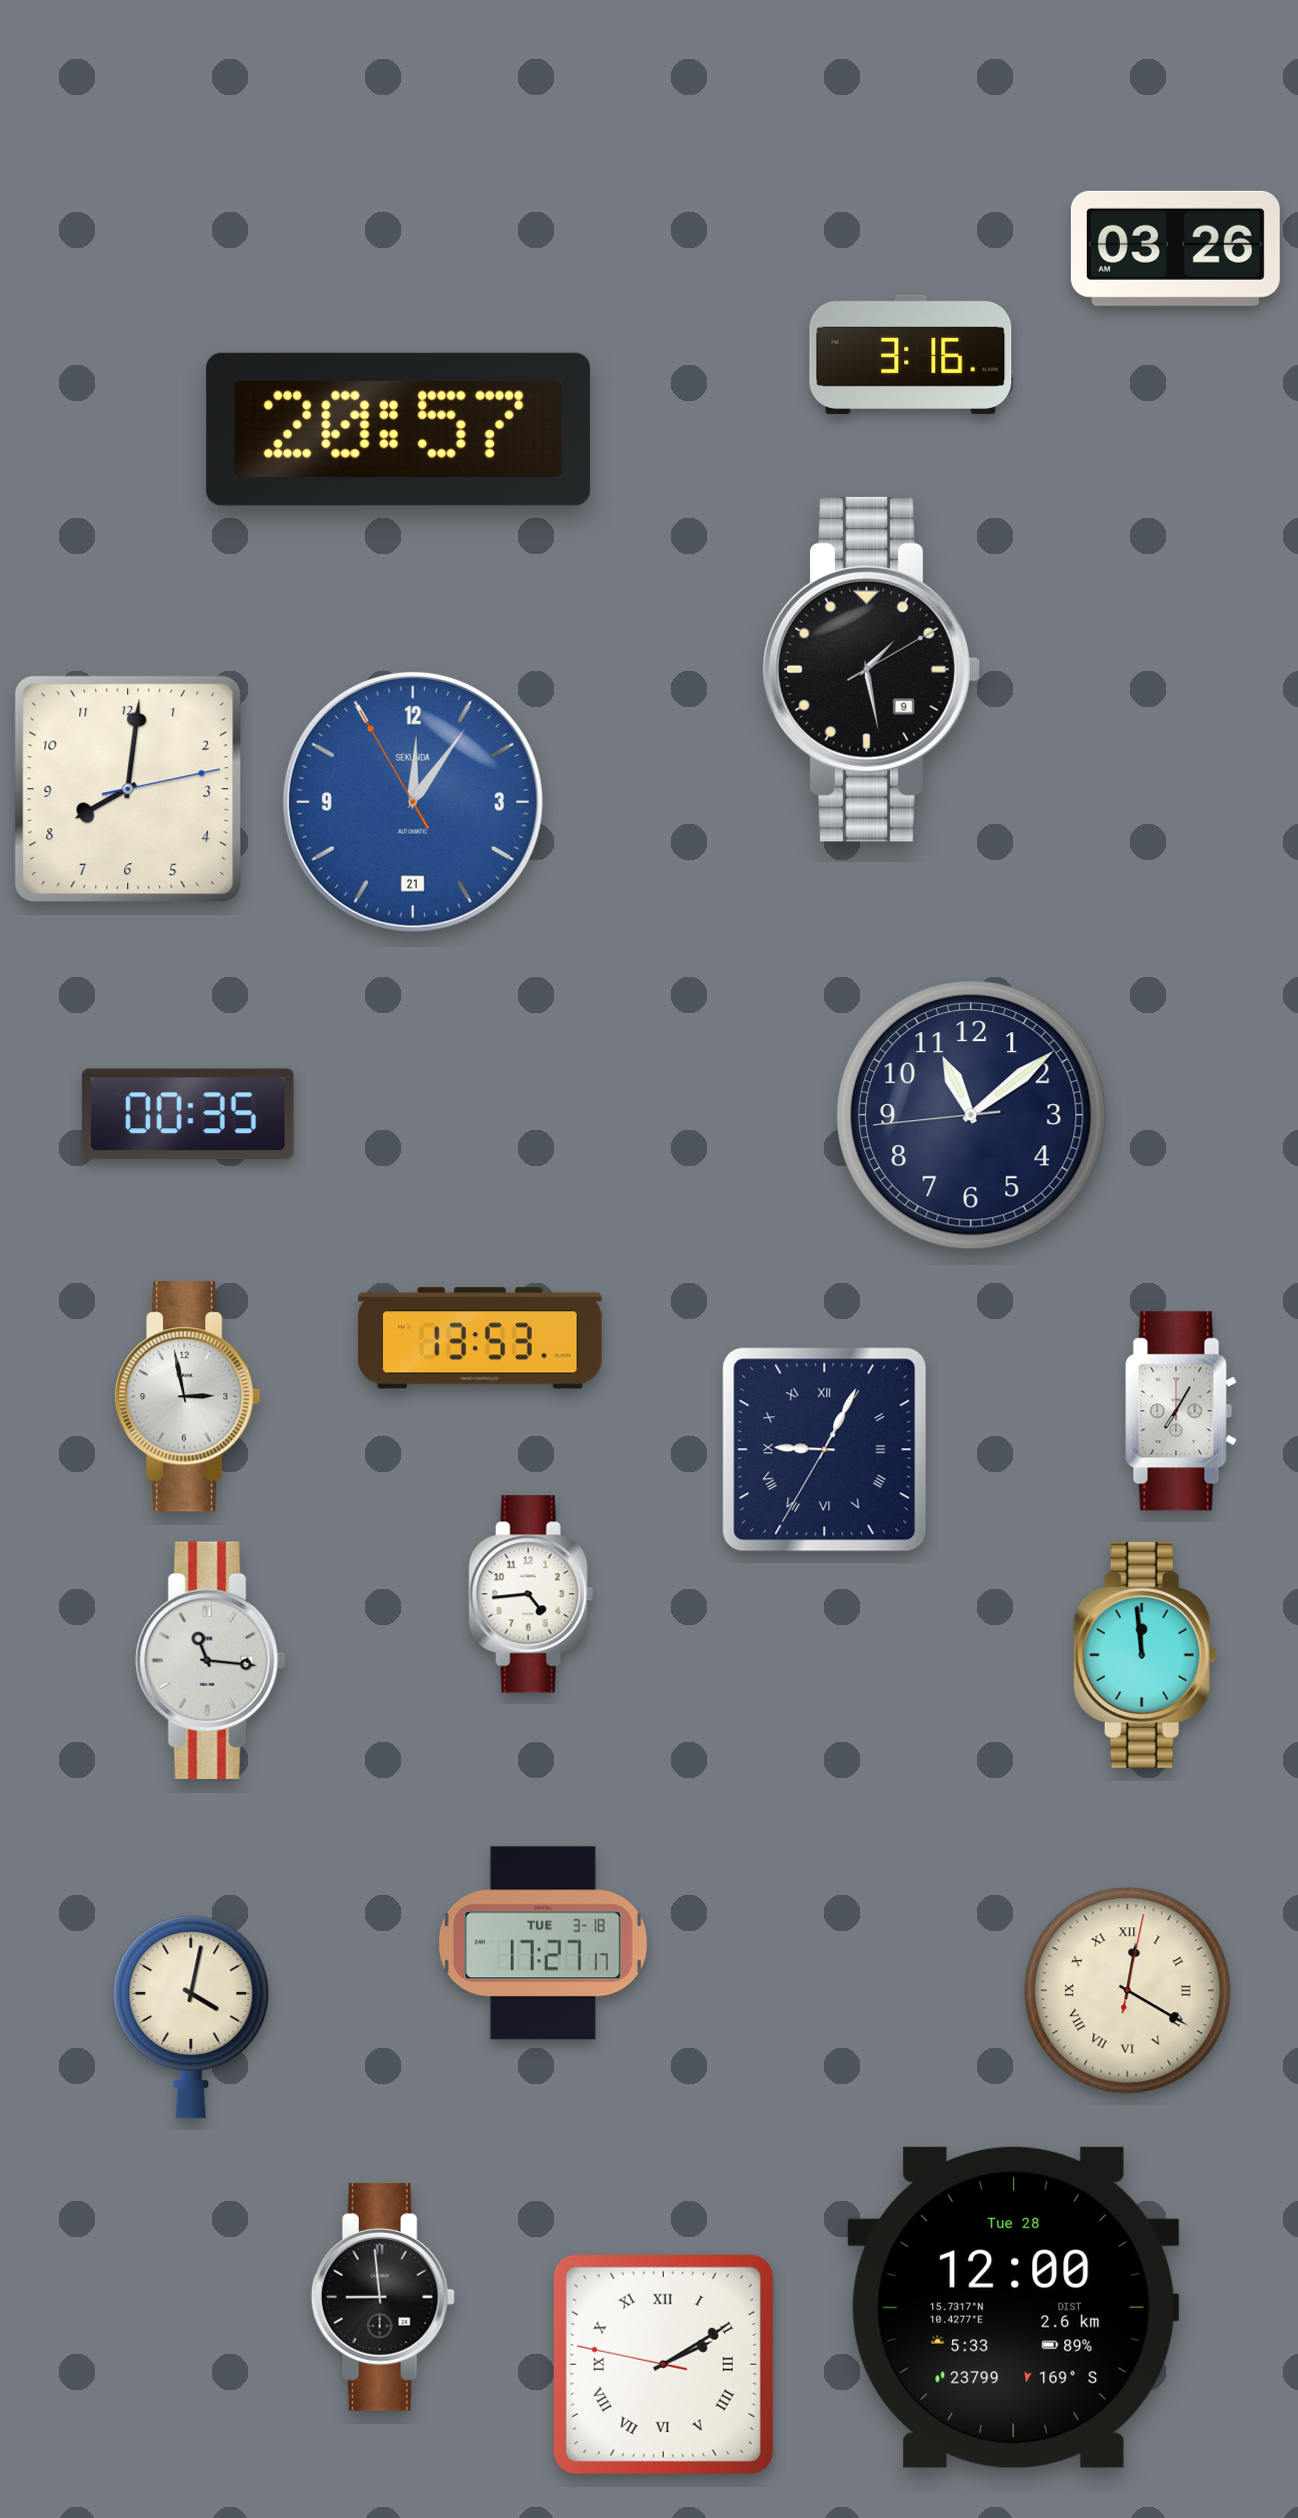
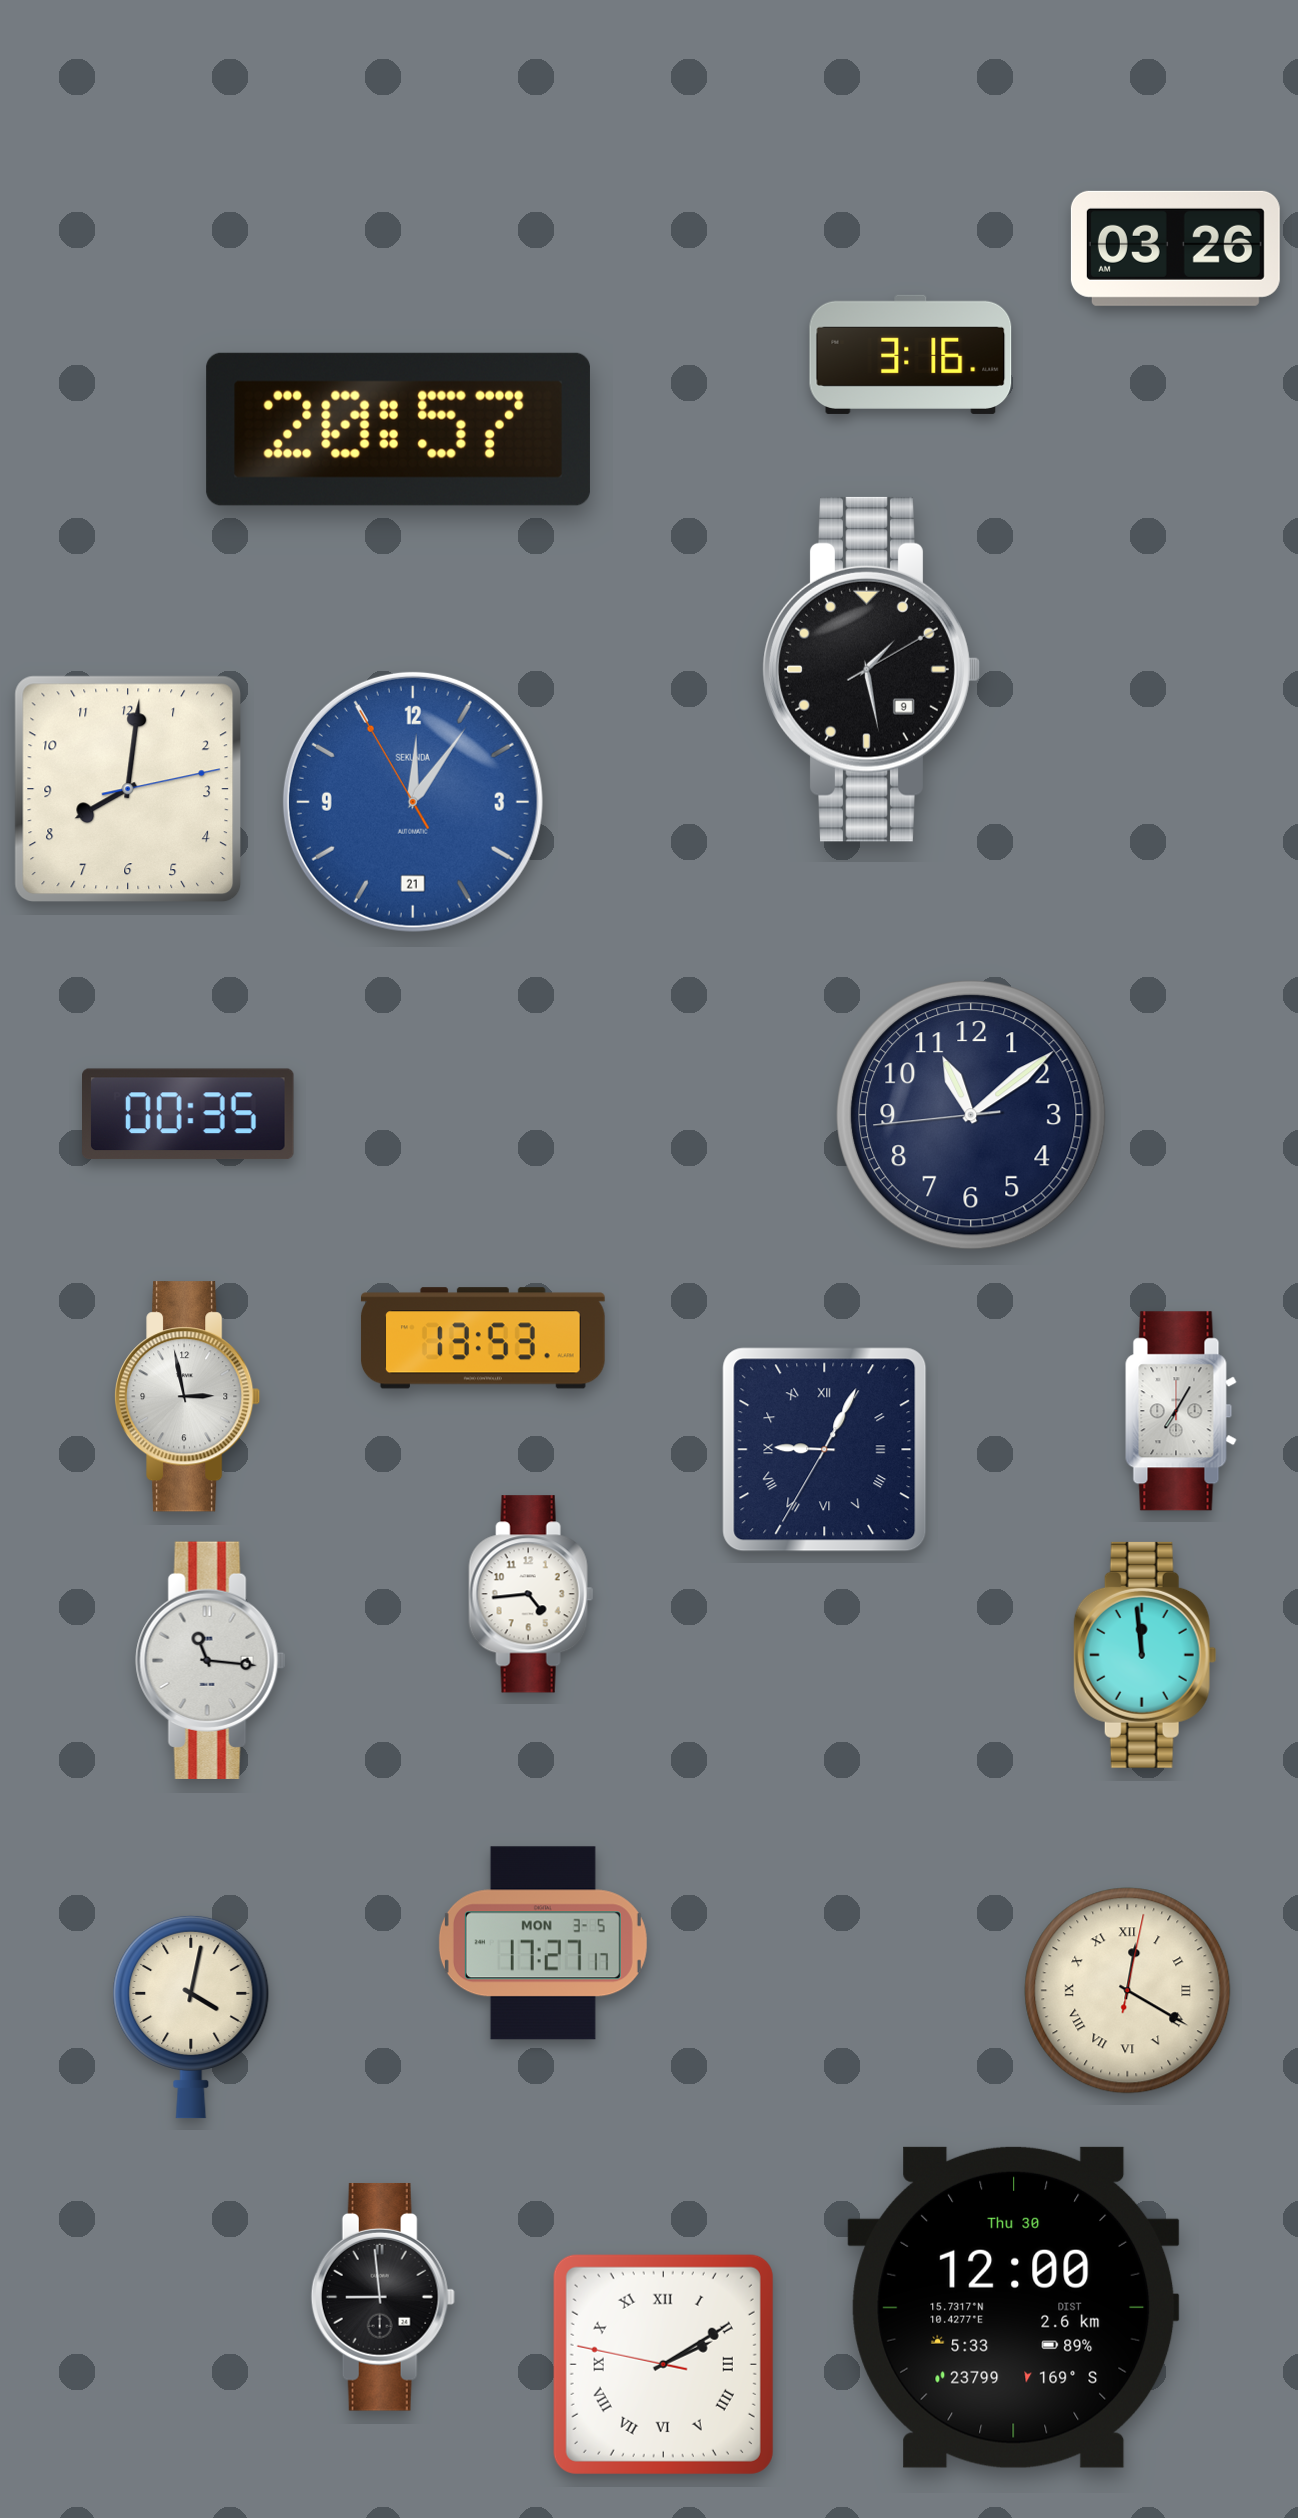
clock at (480, 1338) position: (480, 1338) -> (483, 1338)
clock at (543, 1943) date: TUE 3-18 -> MON 3-5
clock at (1014, 2307) date: Tue 28 -> Thu 30
